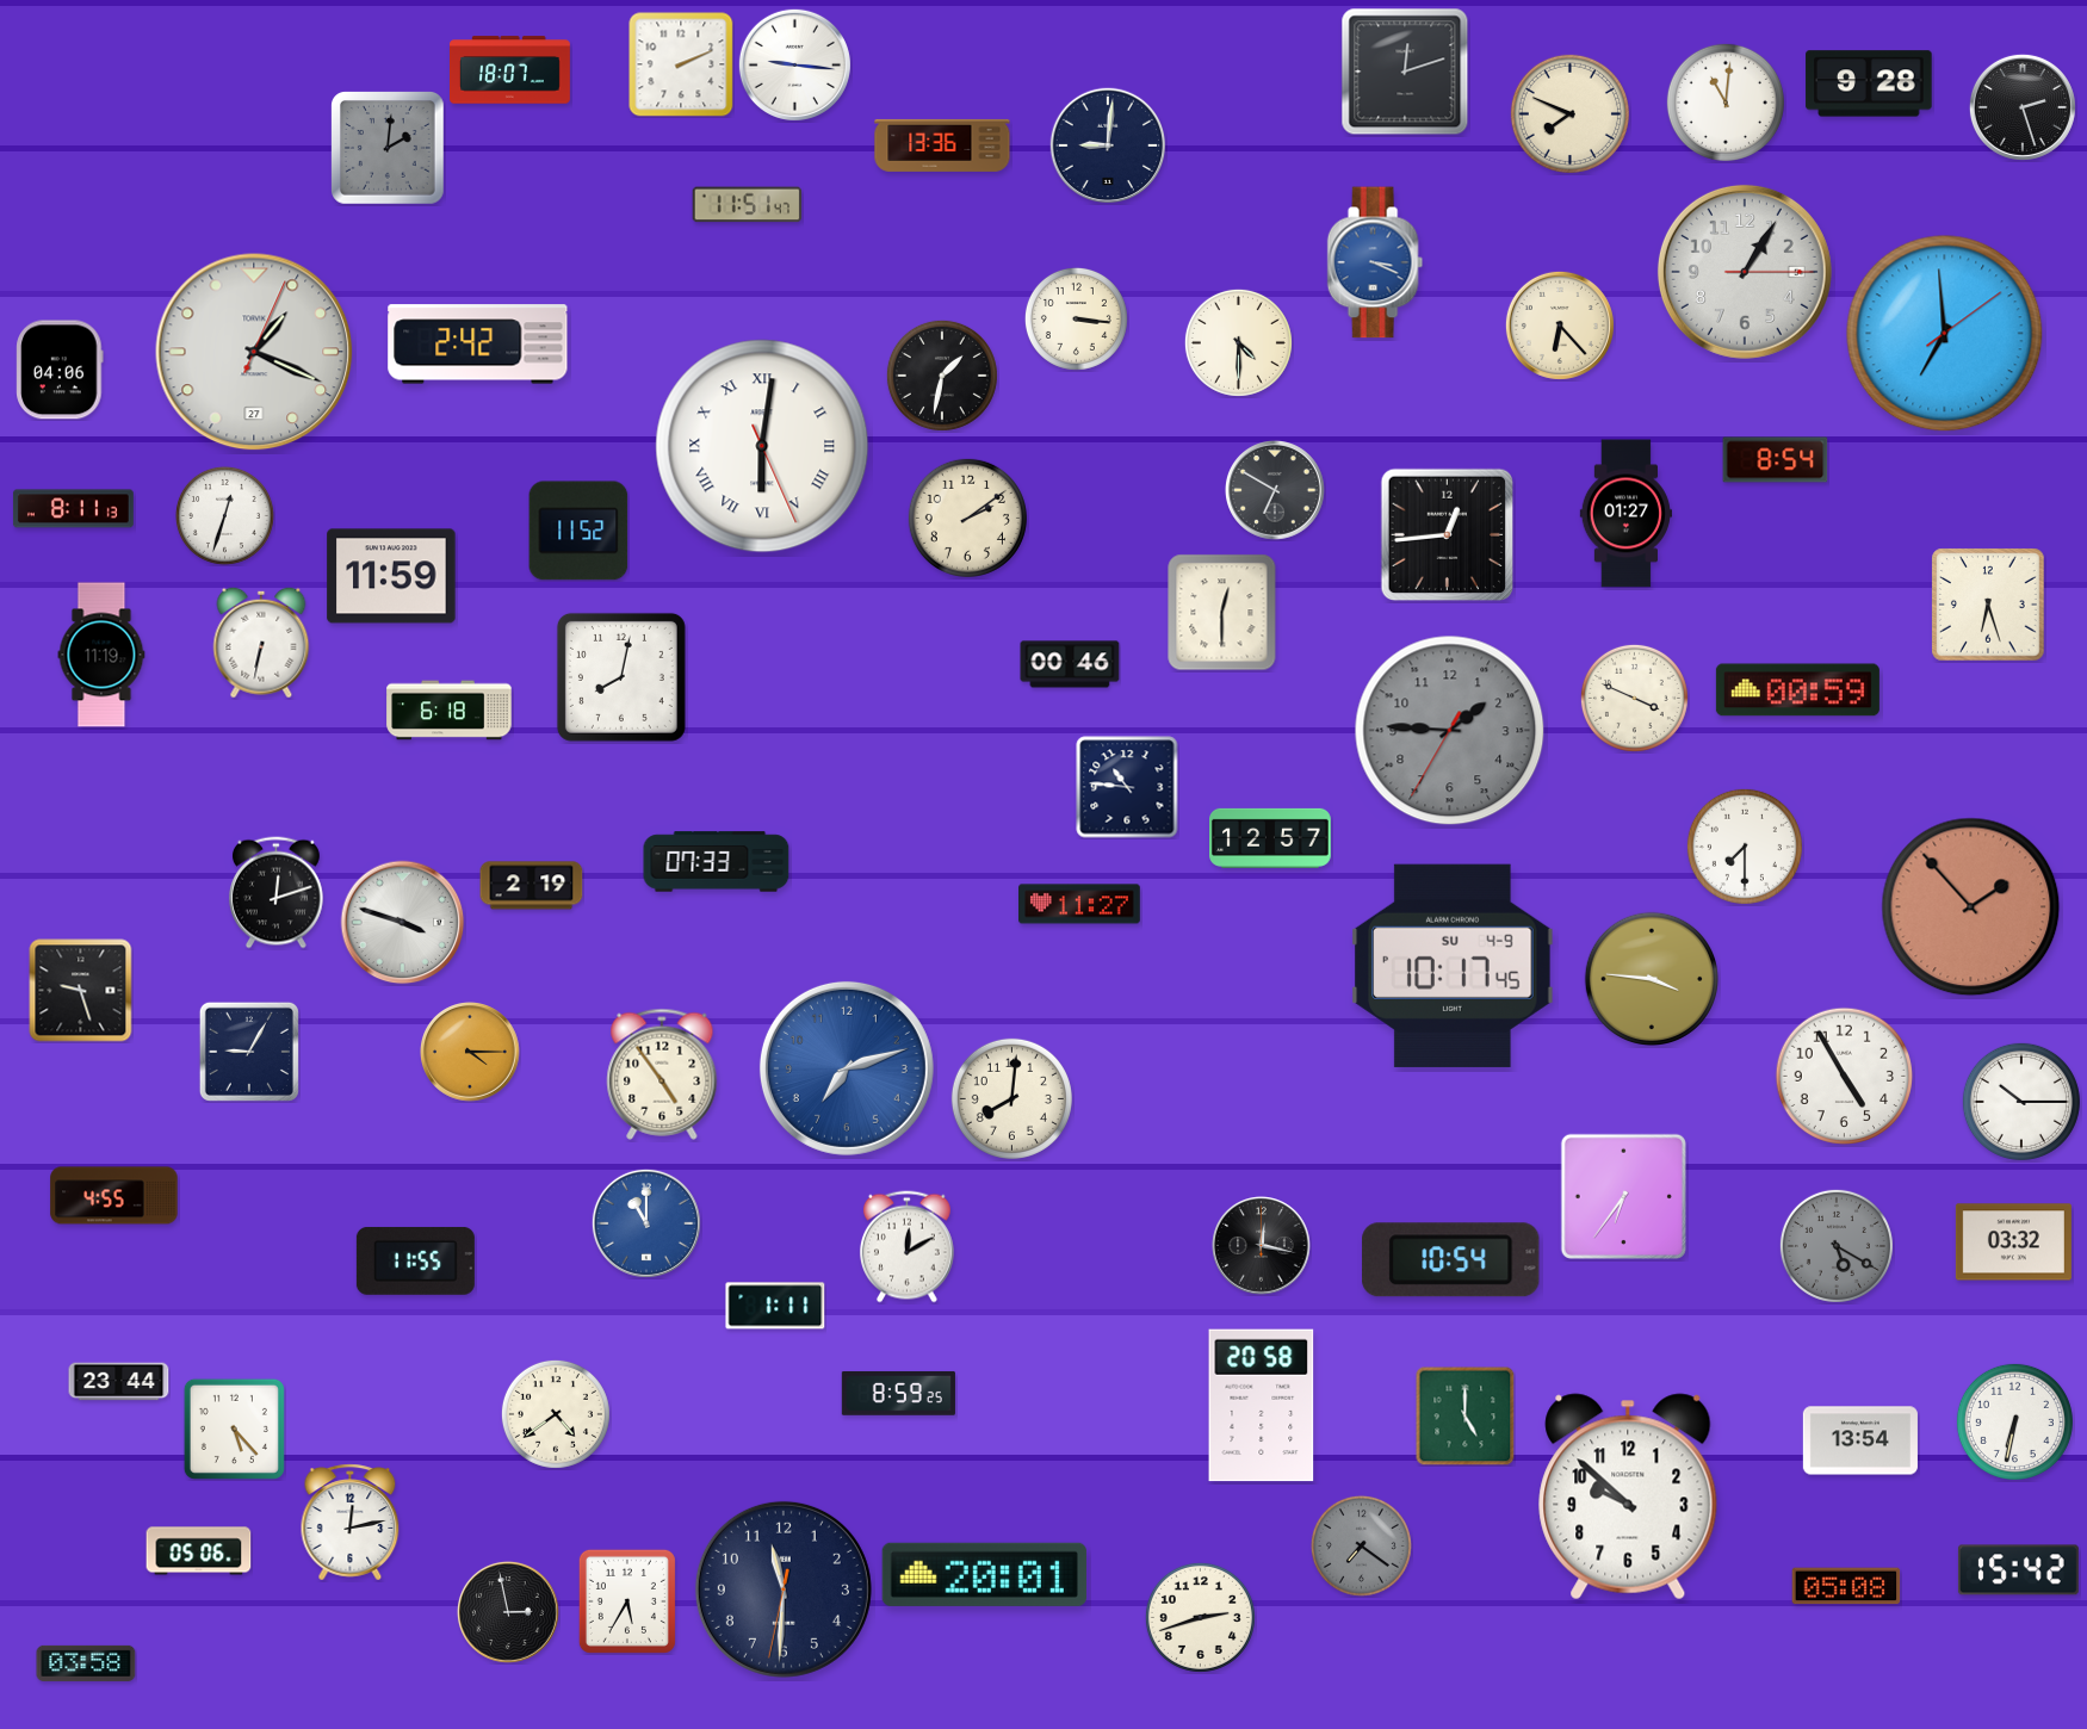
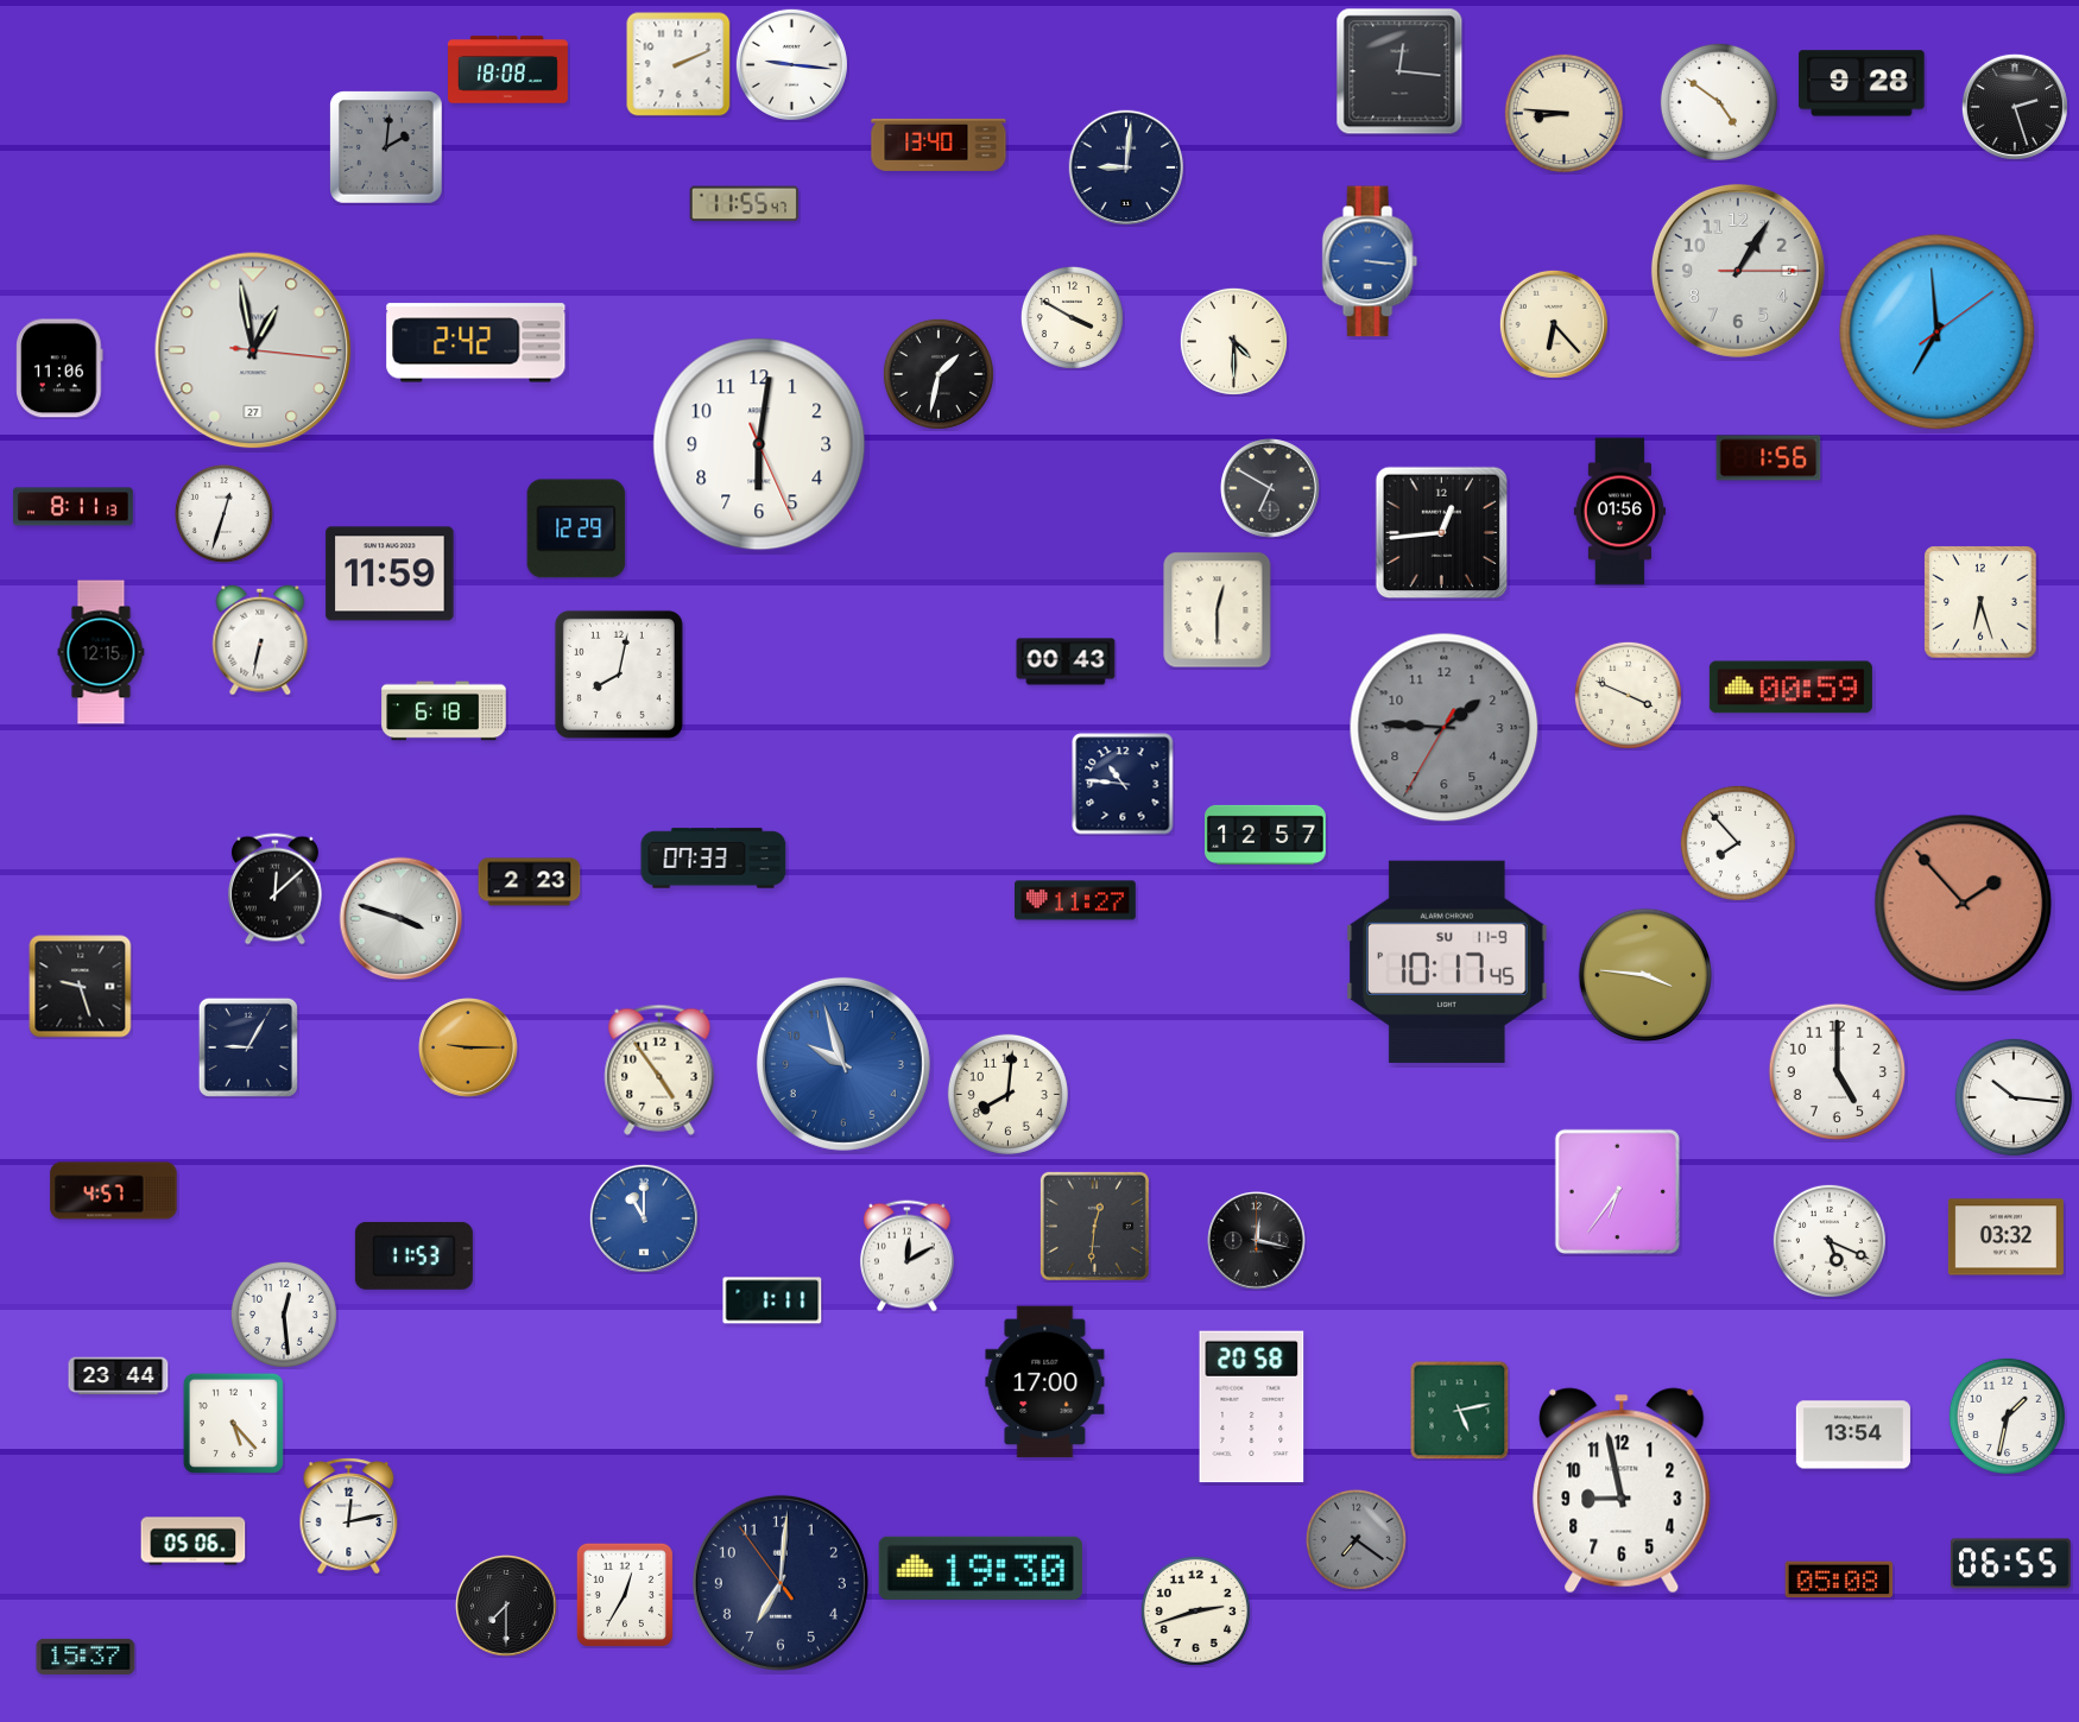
clock at (510, 70): 18:07 -> 18:08
clock at (1405, 72): 12:12 -> 12:16
clock at (1726, 103): 11:01 -> 4:51
clock at (1569, 113): 7:49 -> 8:46
clock at (1107, 144) position: (1107, 144) -> (1125, 166)
clock at (942, 145): 13:36 -> 13:40
clock at (748, 205): 11:51 -> 11:55
clock at (1375, 262): 3:19 -> 3:16
clock at (1076, 318): 3:16 -> 3:50
clock at (254, 352): 1:19 -> 12:58
clock at (60, 370): 04:06 -> 11:06
clock at (762, 446) numerals: Roman -> Arabic
clock at (1776, 460): 8:54 -> 1:56
clock at (1625, 514): 01:27 -> 01:56
clock at (967, 518): 2:09 -> none
clock at (578, 531): 11:52 -> 12:29
clock at (101, 655): 11:19 -> 12:15
clock at (1070, 664): 00:46 -> 00:43
clock at (450, 711) position: (450, 711) -> (444, 711)
clock at (1745, 847): 7:30 -> 7:53
clock at (532, 886): 2:19 -> 2:23
clock at (275, 893): 12:12 -> 12:08
clock at (1453, 966) date: SU 4-9 -> SU 11-9
clock at (471, 1053): 4:15 -> 9:15
clock at (847, 1068): 7:12 -> 9:57
clock at (1844, 1076): 4:55 -> 5:00
clock at (2021, 1102): 10:15 -> 10:16
clock at (114, 1196): 4:55 -> 4:57
clock at (1094, 1226): none -> 12:31
clock at (1837, 1246): 5:20 -> 5:19
clock at (1837, 1246) dial: grey -> white
clock at (906, 1247) position: (906, 1247) -> (906, 1256)
clock at (415, 1260): 11:55 -> 11:53
clock at (1451, 1260): 10:54 -> none
clock at (284, 1315): none -> 12:29
clock at (1045, 1382): none -> 17:00
clock at (898, 1394): 8:59 -> none
clock at (1262, 1406) position: (1262, 1406) -> (1252, 1407)
clock at (556, 1414): 4:39 -> none
clock at (1464, 1415): 5:00 -> 5:13
clock at (2014, 1421): 6:32 -> 1:32
clock at (1628, 1496): 9:52 -> 8:58
clock at (199, 1551) position: (199, 1551) -> (194, 1541)
clock at (2018, 1570): 15:42 -> 06:55
clock at (984, 1574): 20:01 -> 19:30
clock at (784, 1589): 11:30 -> 7:00
clock at (627, 1601): 5:35 -> 12:35
clock at (508, 1612): 2:58 -> 7:30
clock at (86, 1663): 03:58 -> 15:37
